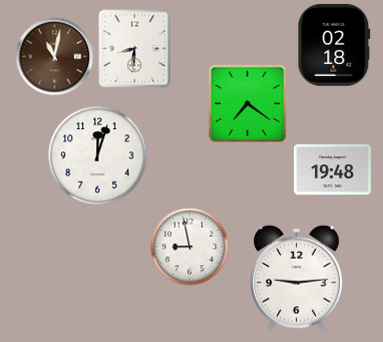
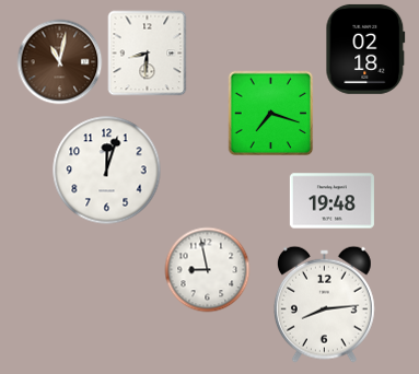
clock at (247, 103): 7:21 -> 7:18
clock at (332, 170) position: (332, 170) -> (331, 201)
clock at (296, 278): 9:14 -> 8:14
